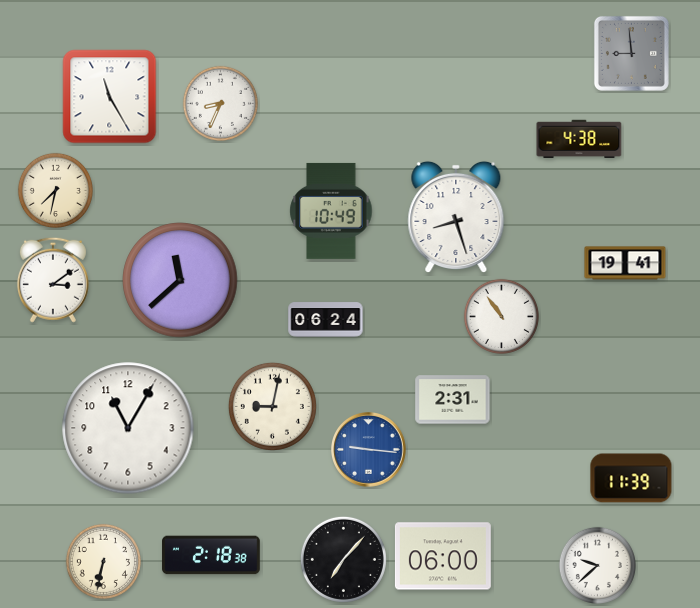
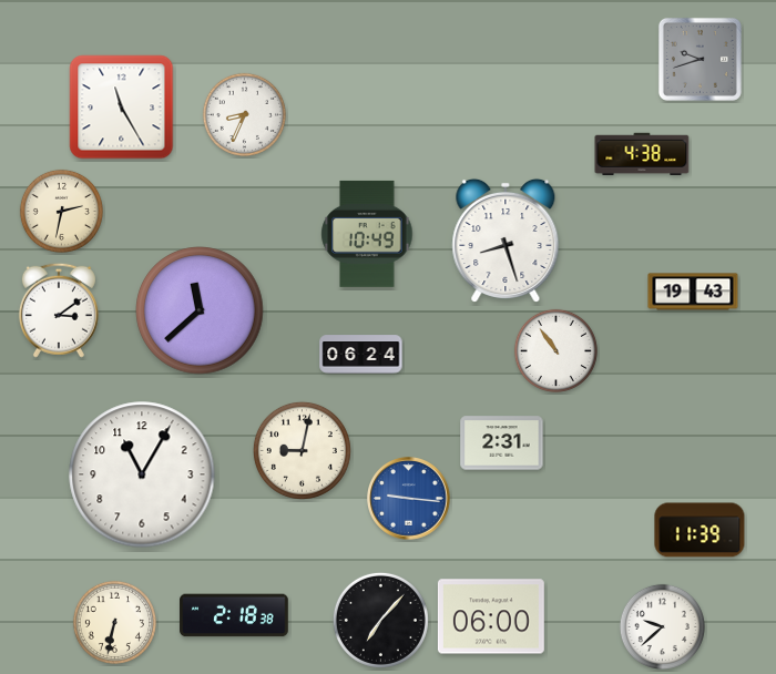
clock at (631, 53): 8:59 -> 9:42
clock at (55, 190): 7:32 -> 2:32
clock at (625, 263): 19:41 -> 19:43
